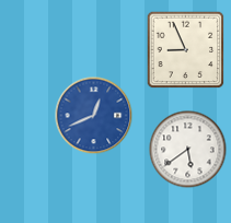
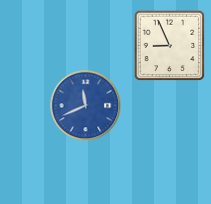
clock at (94, 116): 12:41 -> 11:41
clock at (188, 150): 5:39 -> none
